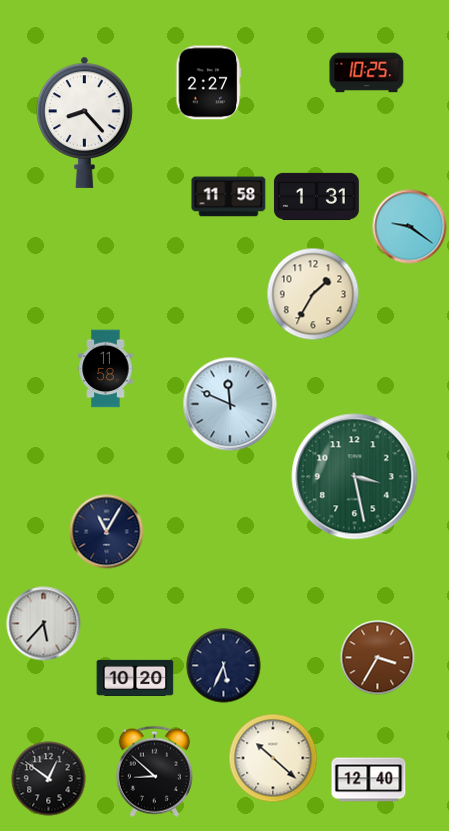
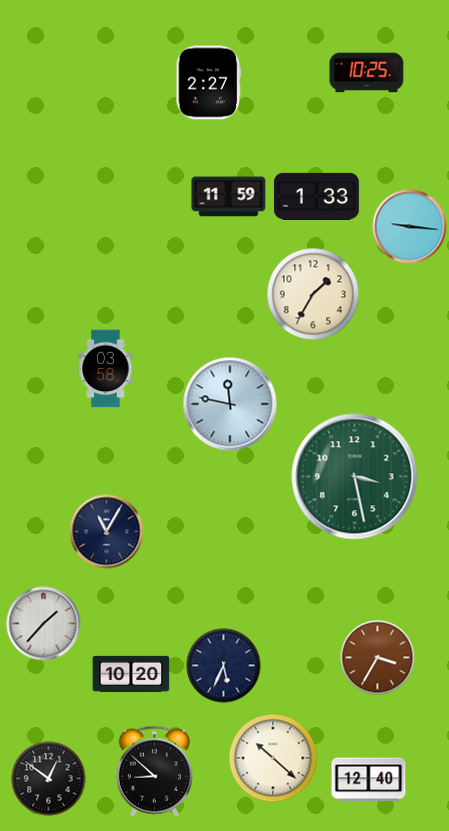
clock at (85, 122): 8:23 -> none
clock at (316, 196): 1:31 -> 1:33
clock at (229, 197): 11:58 -> 11:59
clock at (410, 227): 9:21 -> 9:16
clock at (106, 369): 11:58 -> 03:58
clock at (230, 404): 11:49 -> 11:47
clock at (44, 624): 5:37 -> 1:37
clock at (135, 678) position: (135, 678) -> (131, 674)
